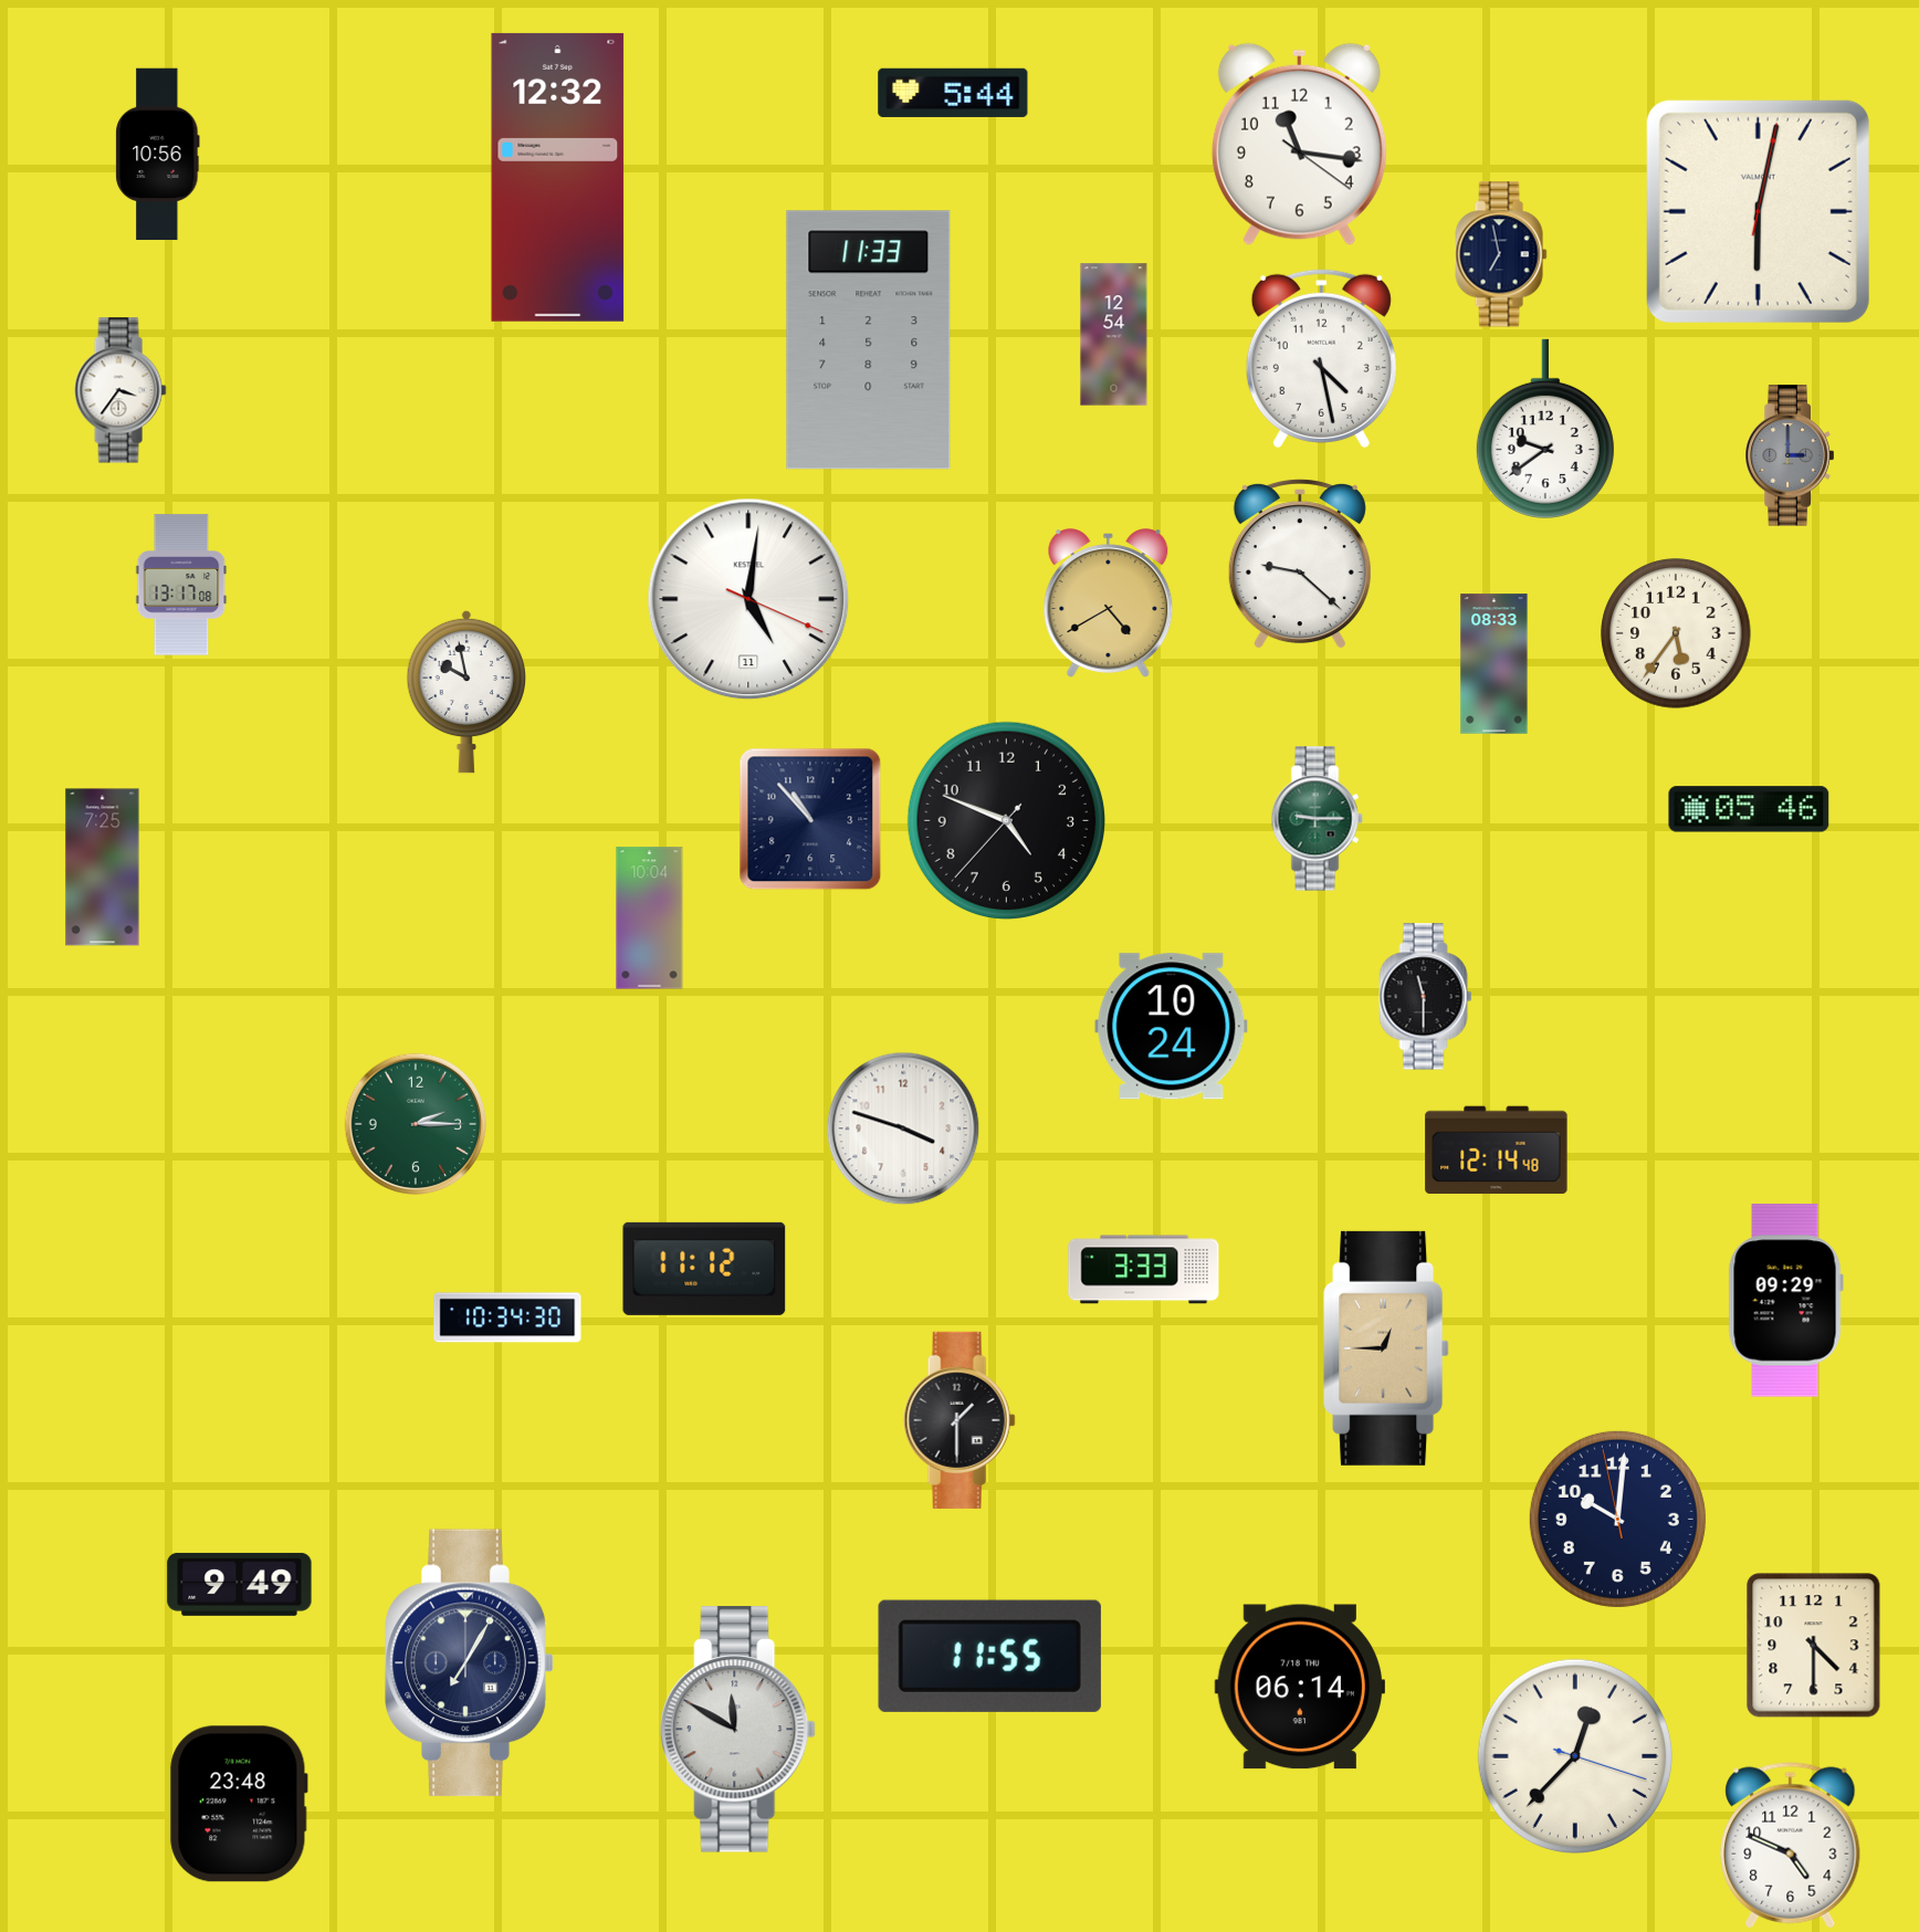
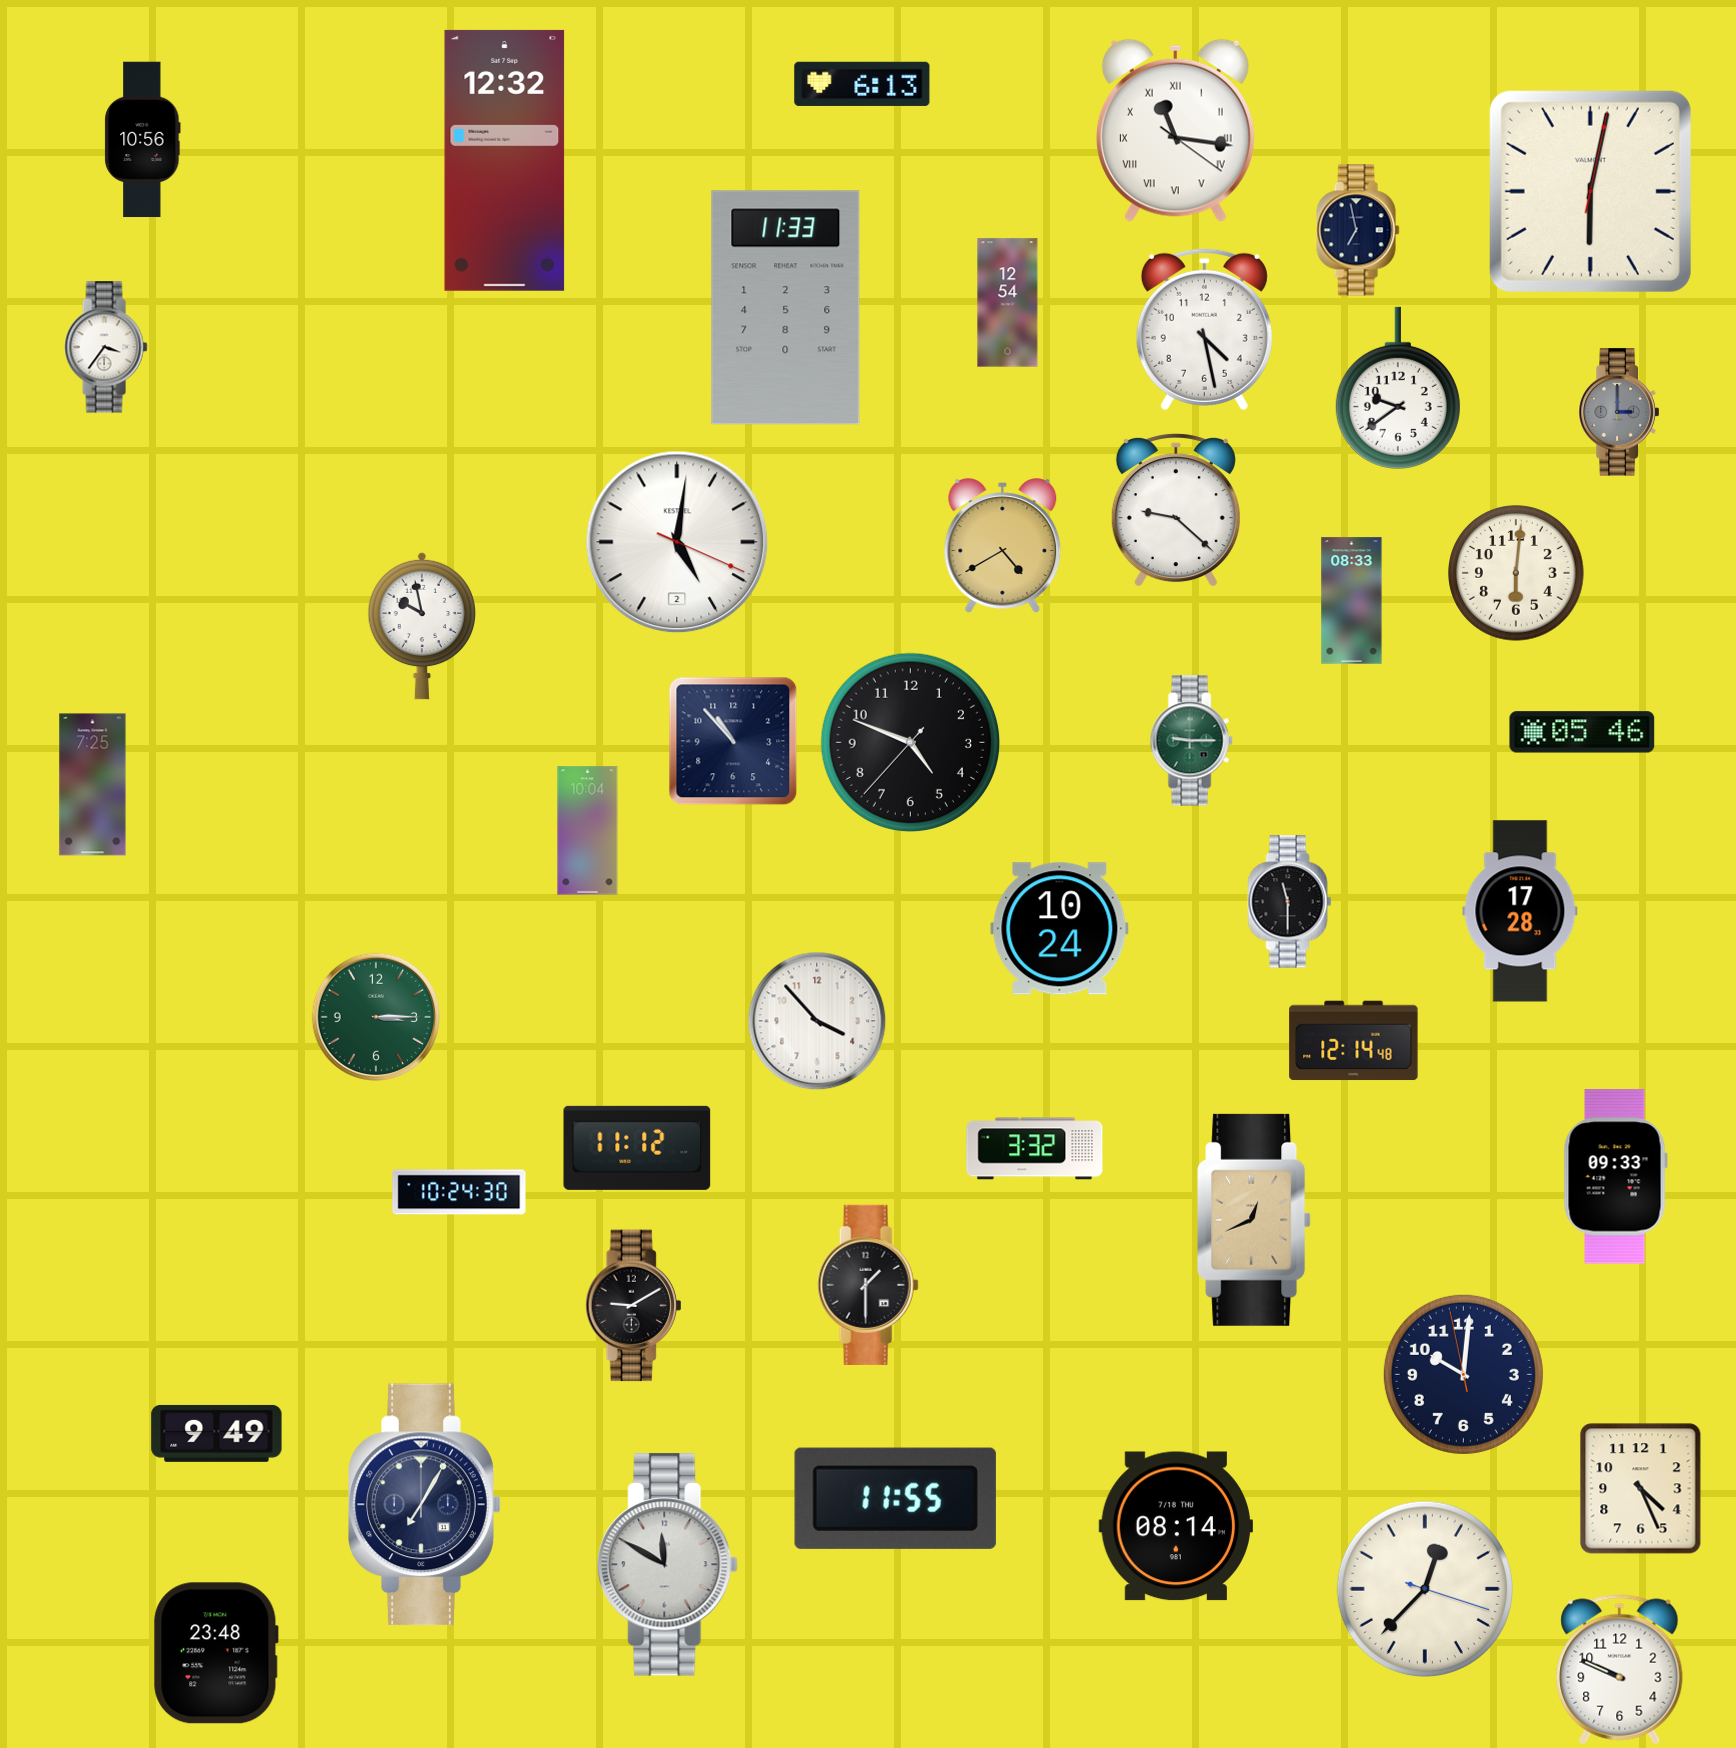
clock at (953, 93): 5:44 -> 6:13
clock at (1299, 144) numerals: Arabic -> Roman
clock at (1321, 358) position: (1321, 358) -> (1204, 329)
clock at (120, 390) position: (120, 390) -> (106, 347)
clock at (181, 585): 13:17 -> none
clock at (748, 599) date: 11 -> 2
clock at (1676, 633): 5:36 -> 6:01
clock at (1520, 911): none -> 17:28
clock at (415, 1123): 2:15 -> 3:15
clock at (903, 1128): 3:48 -> 3:53
clock at (1144, 1270): 3:33 -> 3:32
clock at (1785, 1301): 09:29 -> 09:33
clock at (507, 1317): 10:34 -> 10:24
clock at (1387, 1348): 12:45 -> 12:41
clock at (634, 1306): none -> 9:10
clock at (1814, 1646): 4:30 -> 4:26
clock at (1299, 1687): 06:14 -> 08:14
clock at (239, 1804) position: (239, 1804) -> (216, 1653)
clock at (1791, 1846): 4:49 -> 9:49
